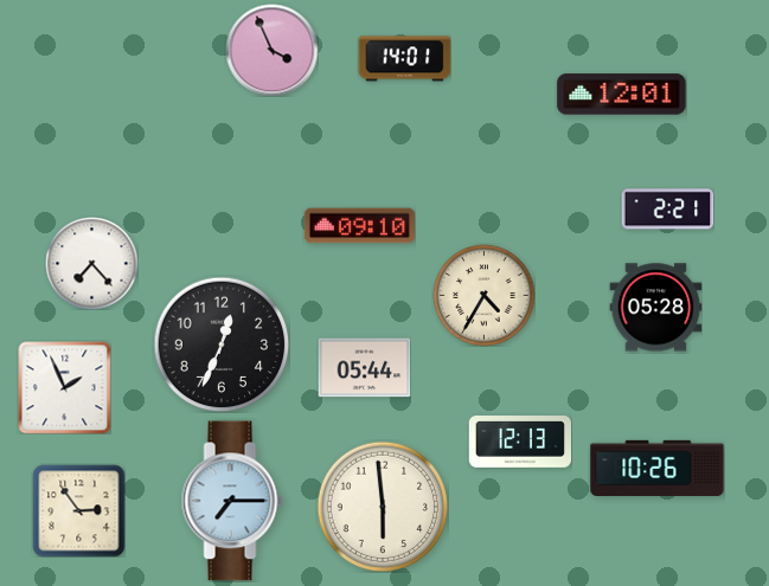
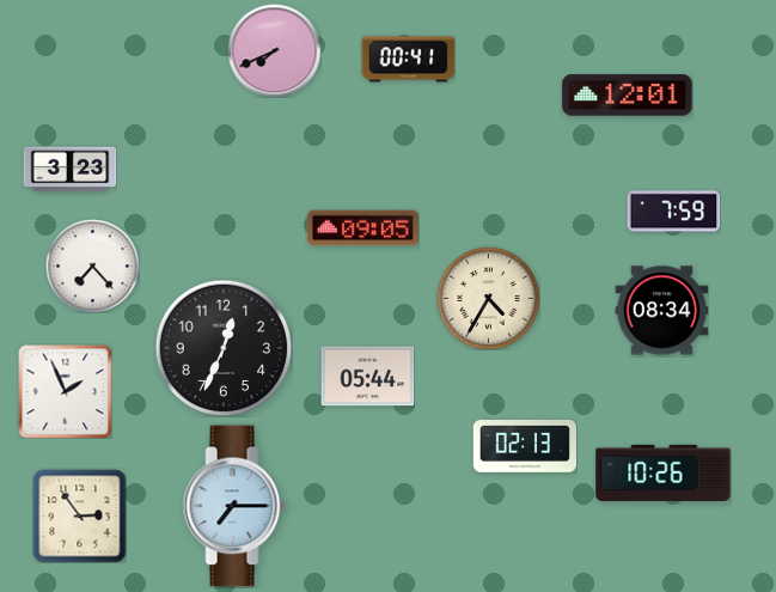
clock at (271, 50): 3:56 -> 7:41
clock at (404, 59): 14:01 -> 00:41
clock at (69, 170): none -> 3:23
clock at (667, 210): 2:21 -> 7:59
clock at (359, 226): 09:10 -> 09:05
clock at (655, 308): 05:28 -> 08:34
clock at (364, 368) position: (364, 368) -> (367, 377)
clock at (519, 443): 12:13 -> 02:13
clock at (382, 505): 5:59 -> none
